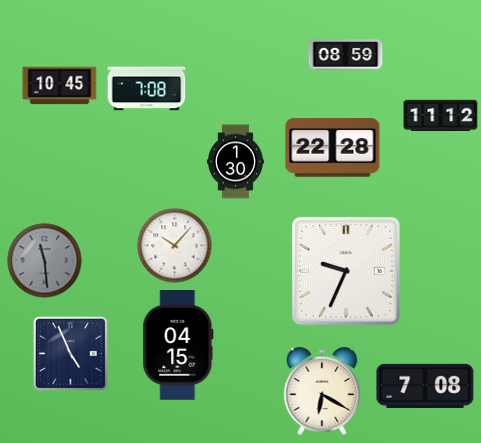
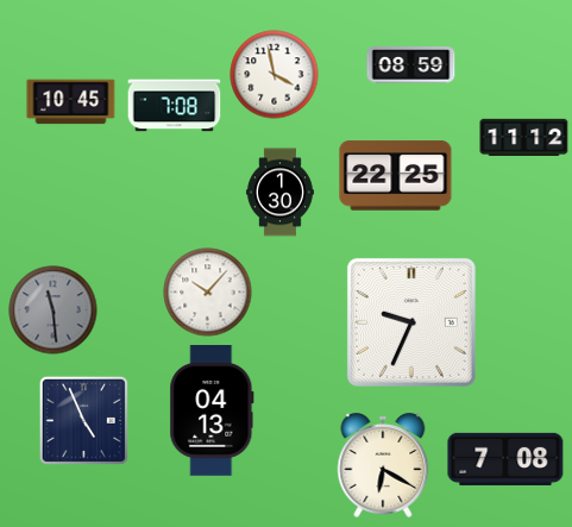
clock at (275, 75): none -> 3:58
clock at (333, 148): 22:28 -> 22:25
clock at (178, 346): 04:15 -> 04:13
